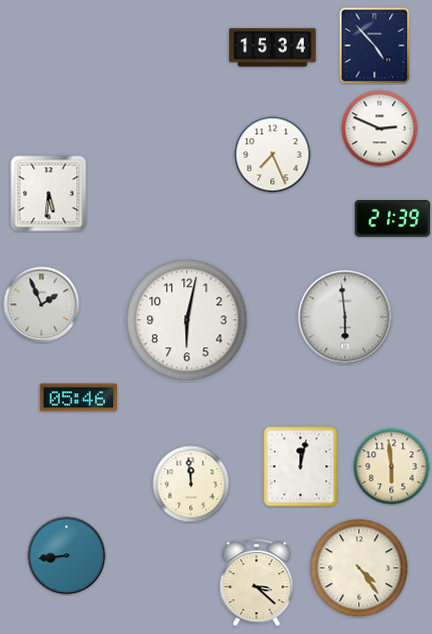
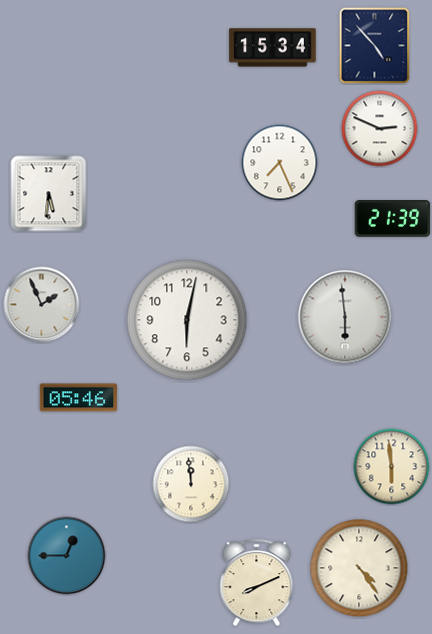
clock at (273, 155) position: (273, 155) -> (280, 163)
clock at (301, 467): 12:02 -> none
clock at (67, 556): 8:44 -> 12:45
clock at (257, 583): 3:22 -> 8:11
